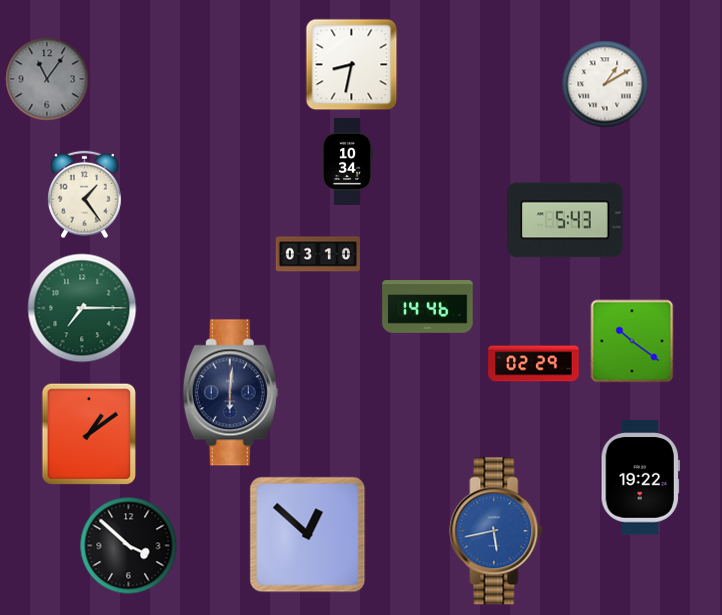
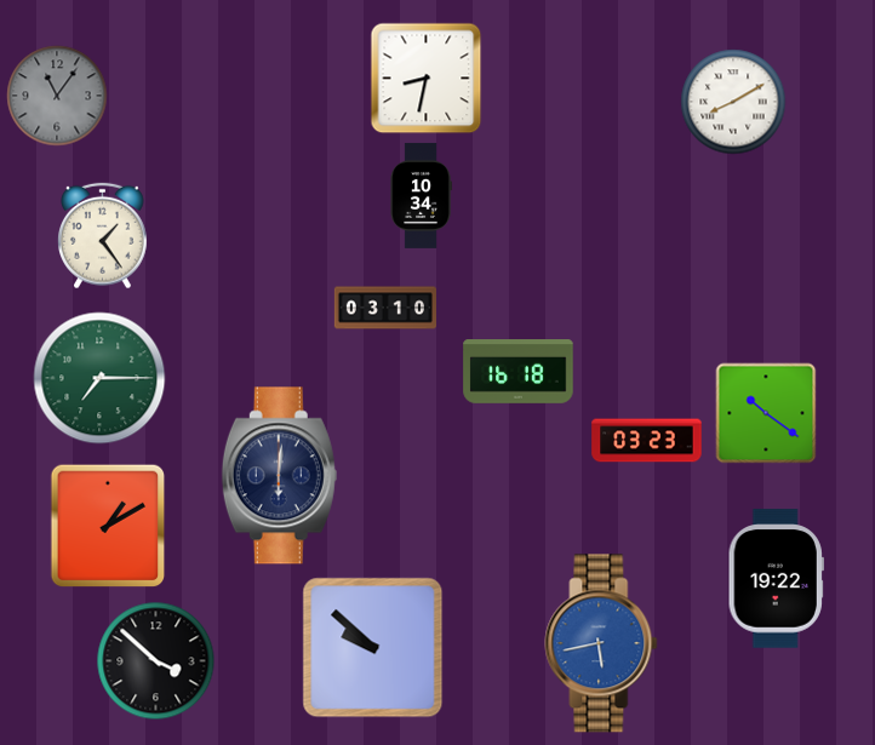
clock at (605, 84): 1:10 -> 8:10
clock at (565, 220): 5:43 -> none
clock at (428, 307): 14:46 -> 16:18
clock at (82, 308) position: (82, 308) -> (99, 378)
clock at (534, 364): 02:29 -> 03:23
clock at (89, 434): 1:09 -> 1:10
clock at (308, 535): 12:52 -> 9:52
